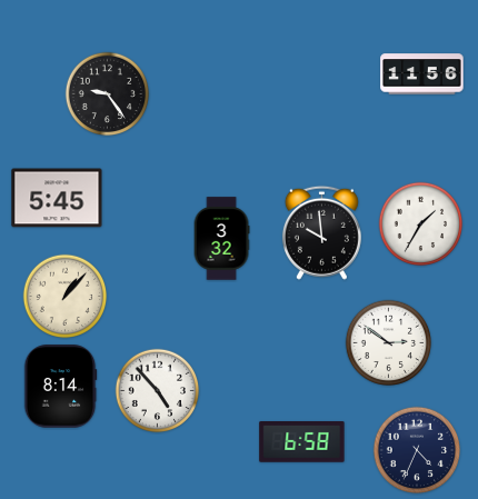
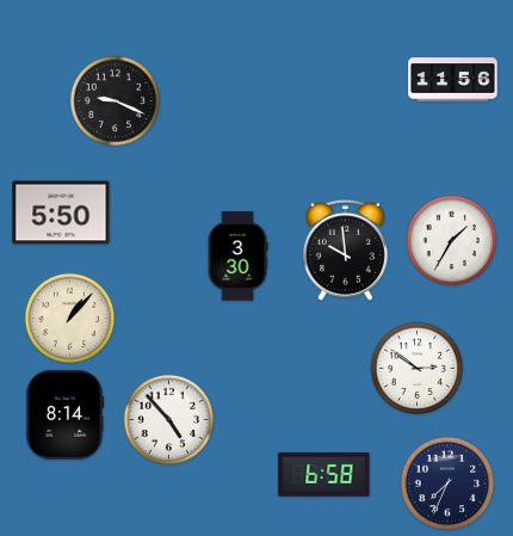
clock at (108, 94): 9:24 -> 9:19
clock at (57, 198): 5:45 -> 5:50
clock at (221, 239): 3:32 -> 3:30
clock at (417, 450): 4:34 -> 7:34
